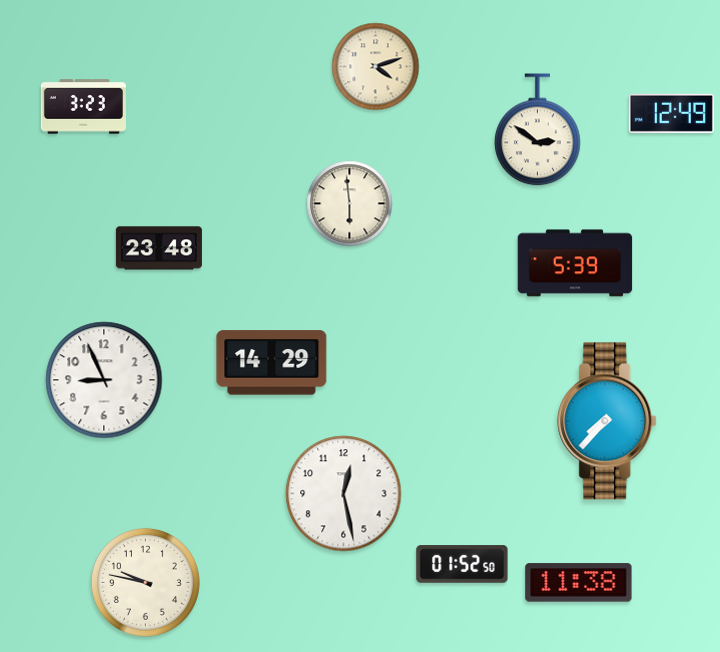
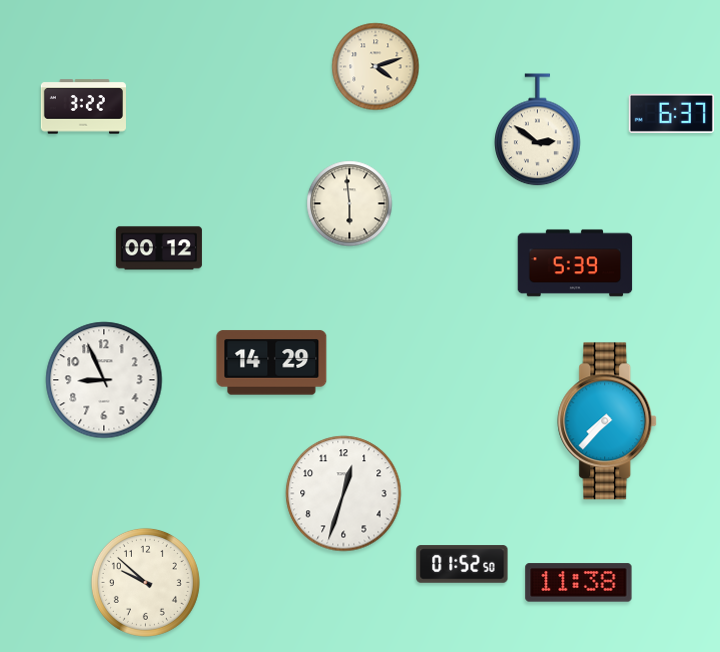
clock at (83, 107): 3:23 -> 3:22
clock at (671, 113): 12:49 -> 6:37
clock at (159, 248): 23:48 -> 00:12
clock at (344, 494): 12:28 -> 12:33
clock at (145, 582): 9:47 -> 9:52
